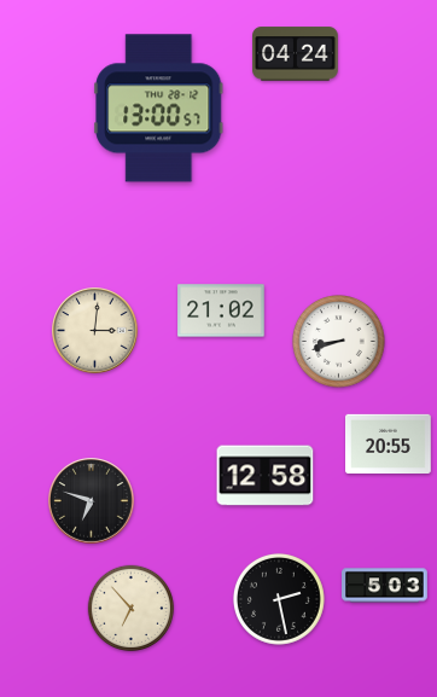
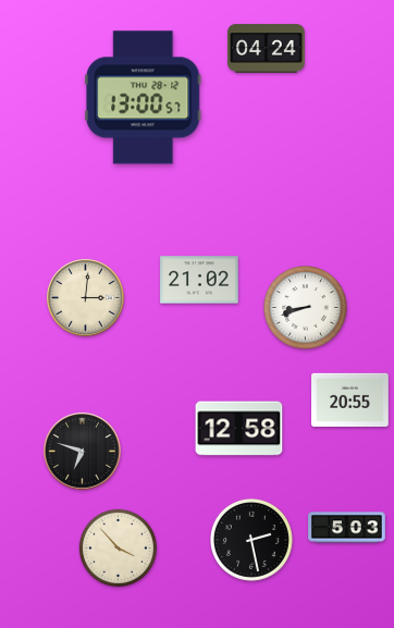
clock at (132, 609): 6:53 -> 3:53
